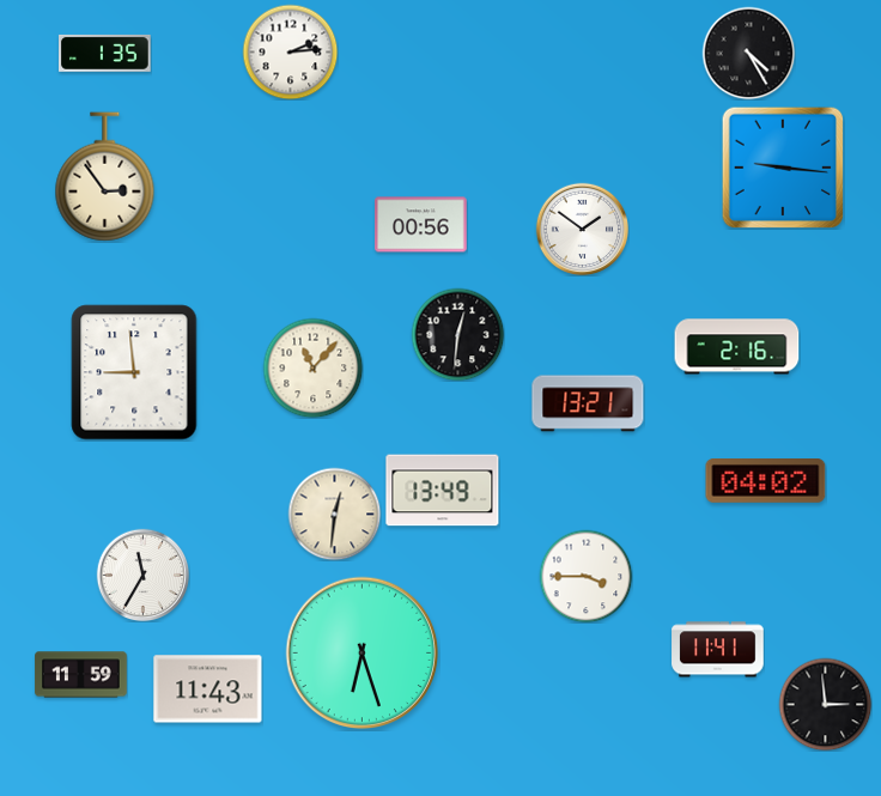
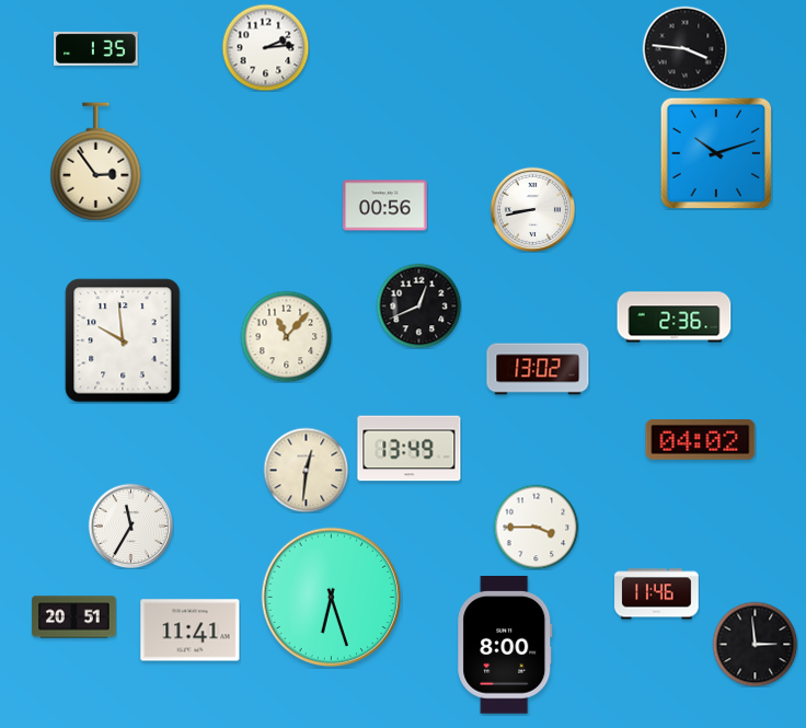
clock at (748, 53): 4:25 -> 3:46
clock at (783, 168): 9:16 -> 10:12
clock at (582, 229): 1:51 -> 8:43
clock at (457, 334): 12:31 -> 12:41
clock at (737, 347): 2:16 -> 2:36
clock at (134, 372): 8:59 -> 9:59
clock at (588, 403): 13:21 -> 13:02
clock at (443, 491) position: (443, 491) -> (410, 449)
clock at (718, 650): 11:41 -> 11:46
clock at (81, 675): 11:59 -> 20:51
clock at (208, 689): 11:43 -> 11:41
clock at (505, 645): none -> 8:00
